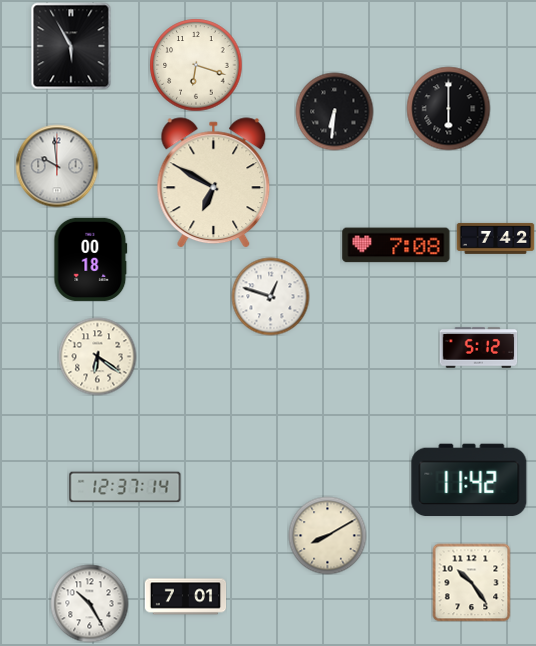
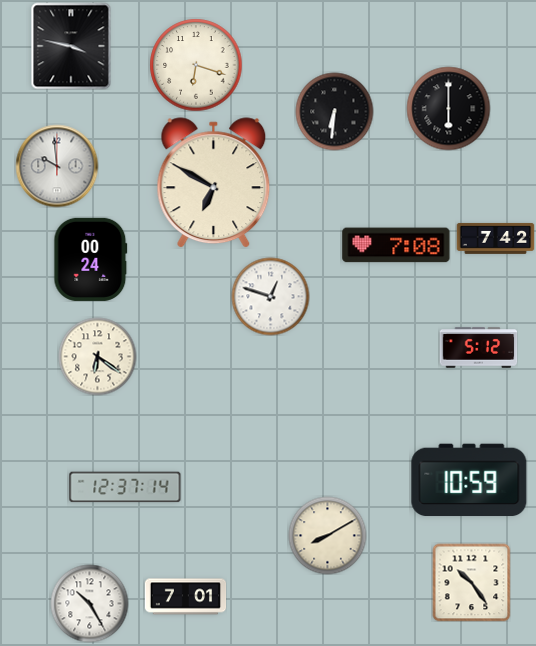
clock at (71, 46): 5:55 -> 3:47
clock at (91, 259): 00:18 -> 00:24
clock at (469, 480): 11:42 -> 10:59
